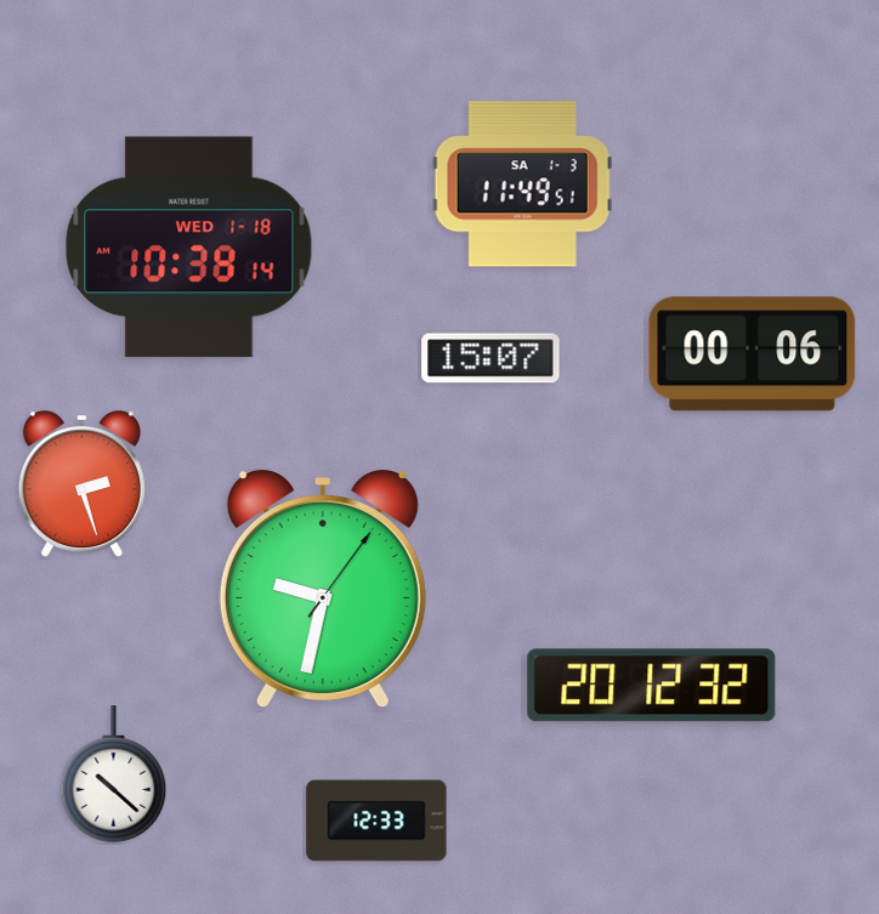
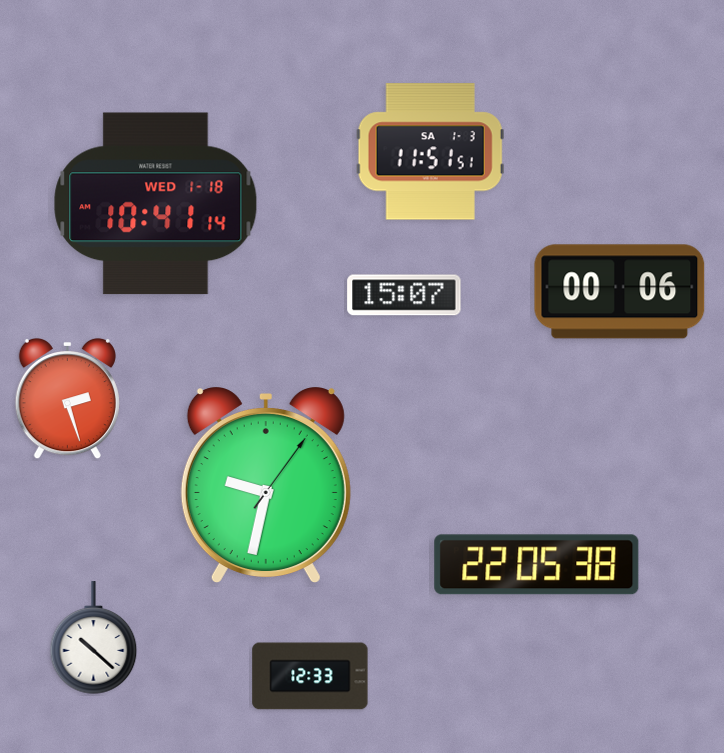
clock at (522, 184): 11:49 -> 11:51
clock at (189, 248): 10:38 -> 10:41
clock at (652, 686): 20:12 -> 22:05
